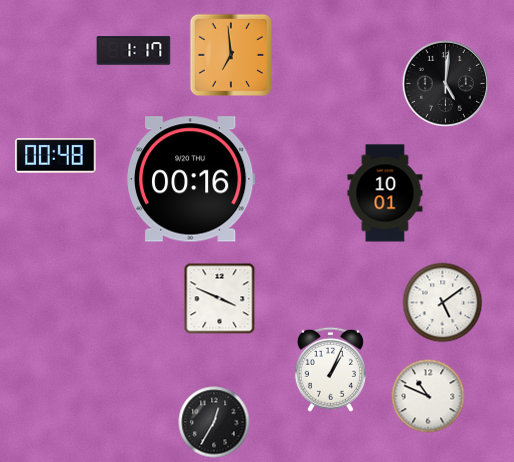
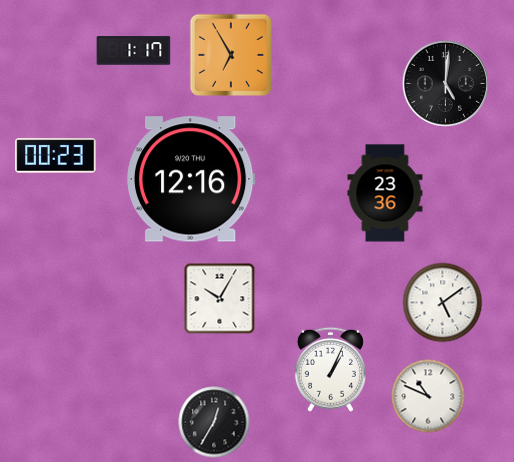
clock at (230, 54): 6:59 -> 6:55
clock at (56, 156): 00:48 -> 00:23
clock at (192, 179): 00:16 -> 12:16
clock at (385, 193): 10:01 -> 23:36
clock at (220, 299): 3:49 -> 10:05
